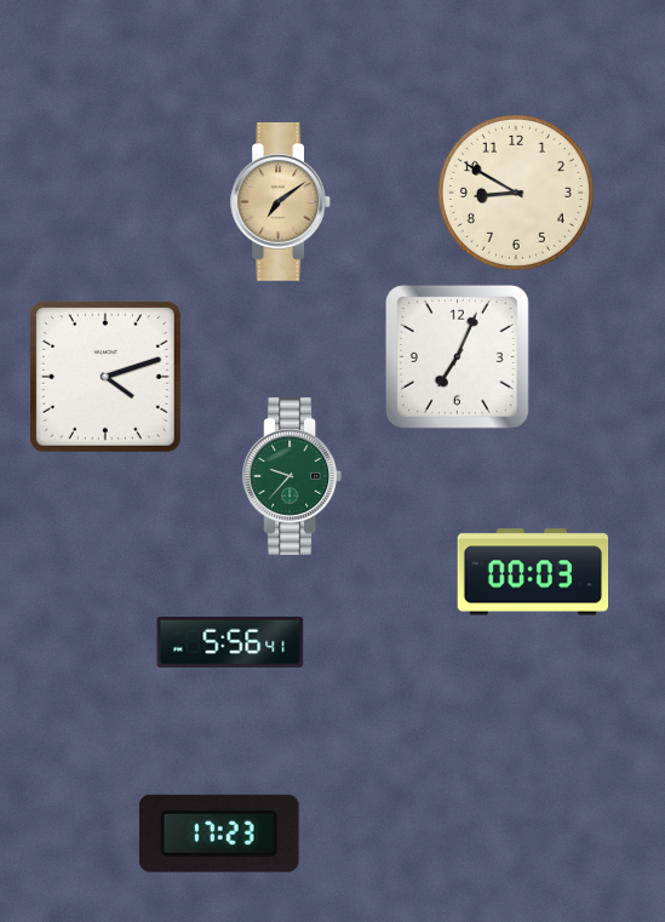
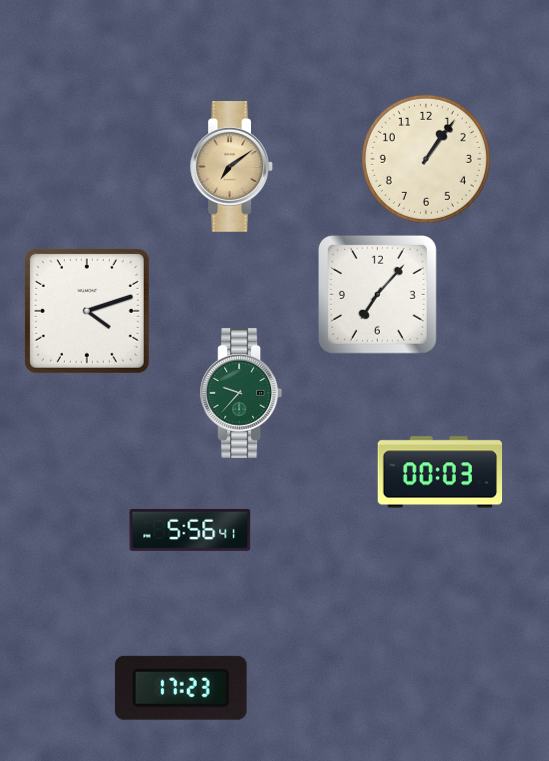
clock at (516, 193): 8:50 -> 1:06
clock at (457, 356): 7:04 -> 7:07
